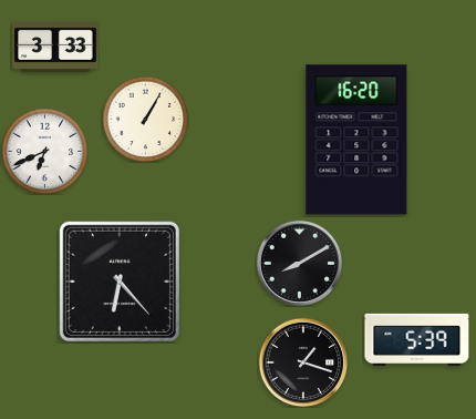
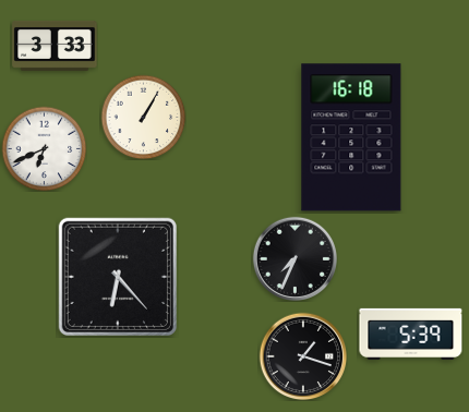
clock at (356, 140): 16:20 -> 16:18
clock at (299, 263): 8:10 -> 7:34
clock at (303, 362) position: (303, 362) -> (303, 356)
